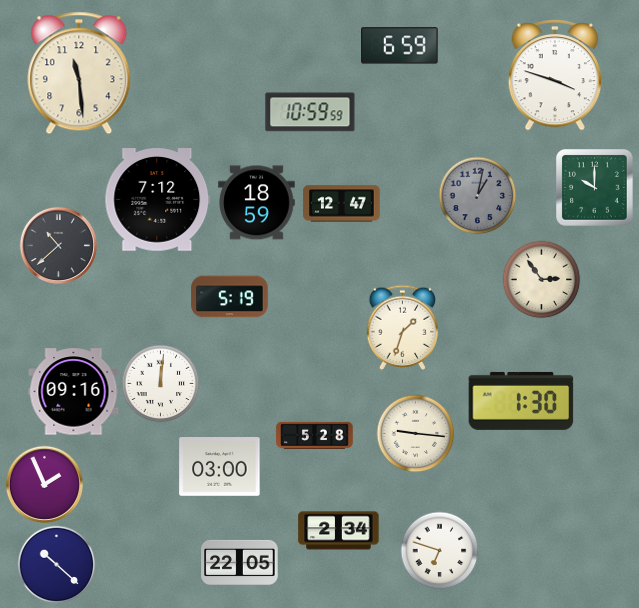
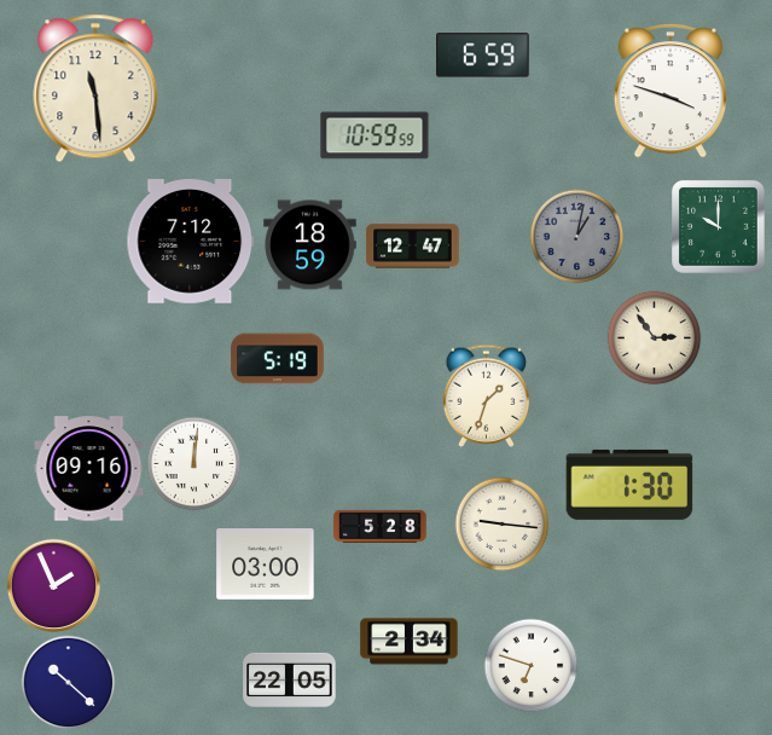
clock at (58, 245): 10:38 -> none
clock at (74, 392) position: (74, 392) -> (89, 469)
